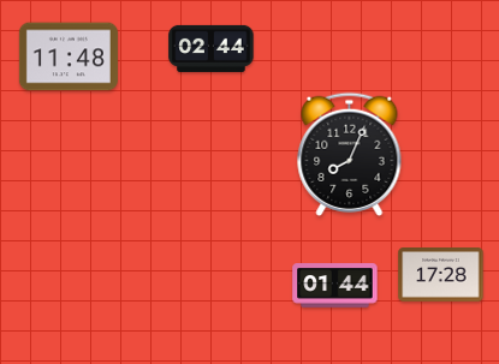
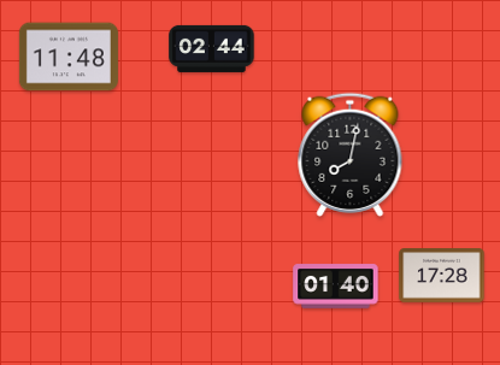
clock at (350, 154): 8:04 -> 8:02
clock at (335, 286): 01:44 -> 01:40
